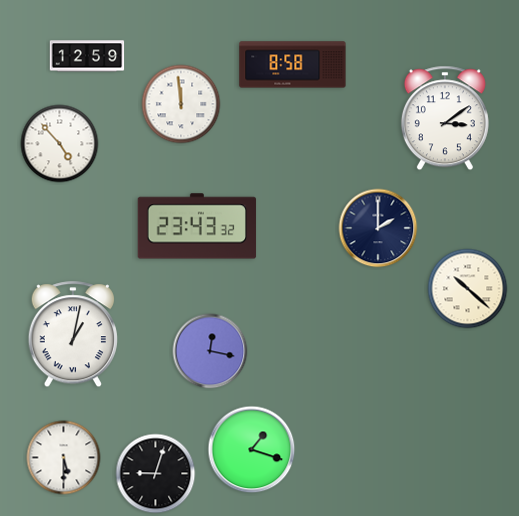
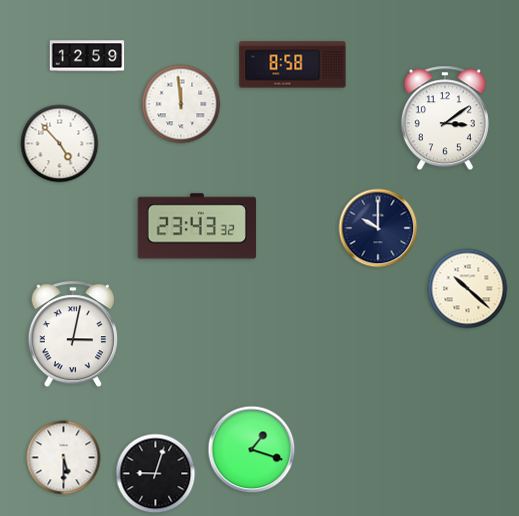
clock at (378, 228): 2:00 -> 10:00
clock at (72, 335): 1:02 -> 3:02
clock at (210, 351): 12:17 -> none
